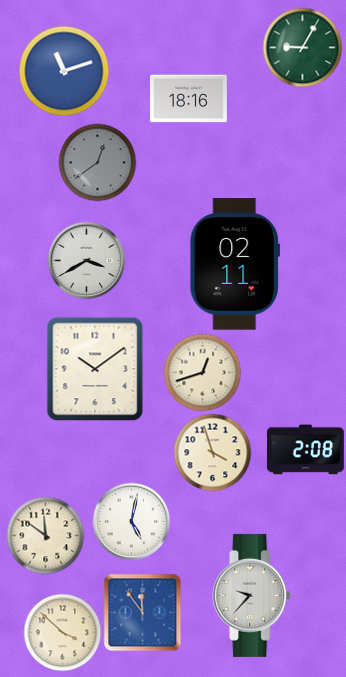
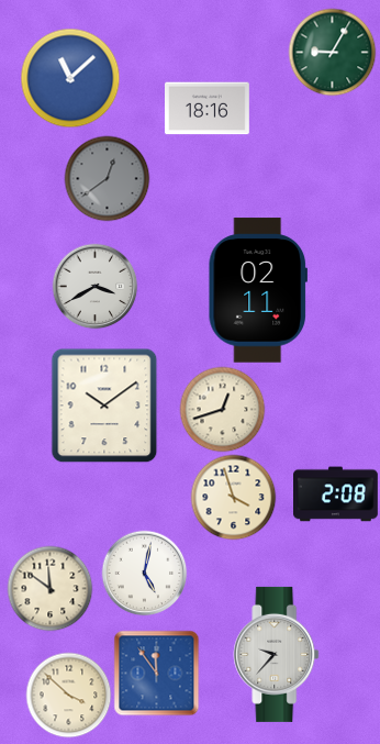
clock at (64, 71): 11:12 -> 11:08
